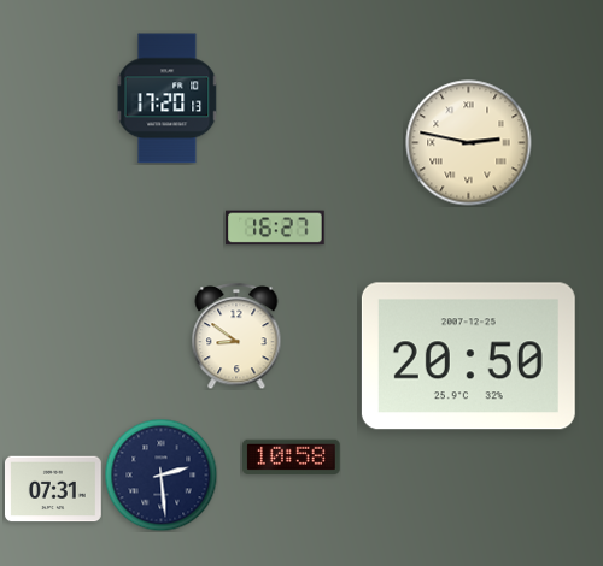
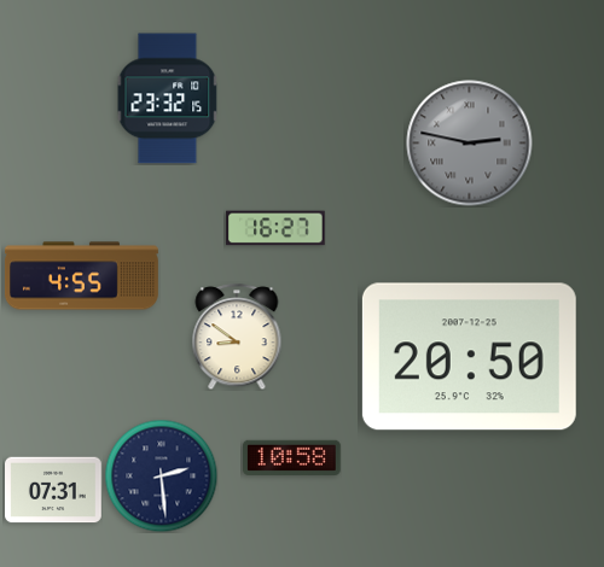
clock at (168, 99): 17:20 -> 23:32
clock at (469, 143) dial: cream -> grey
clock at (81, 276): none -> 4:55
